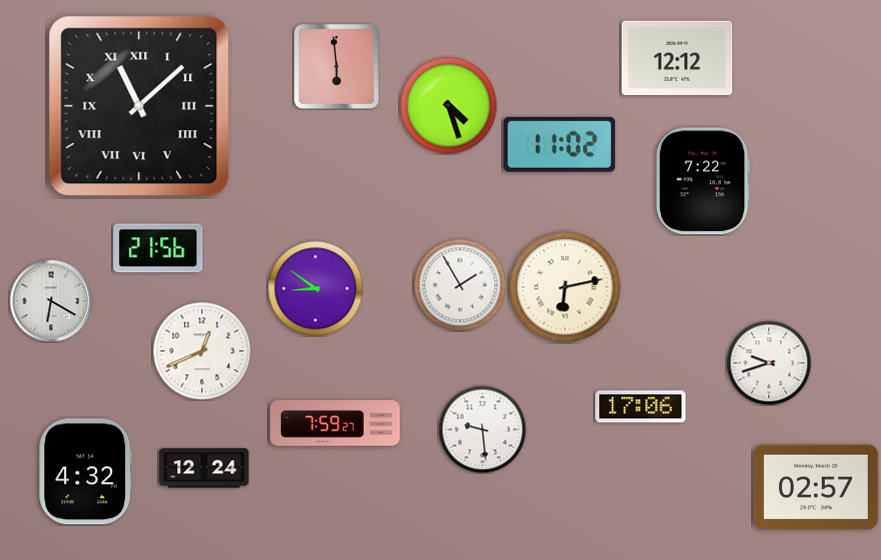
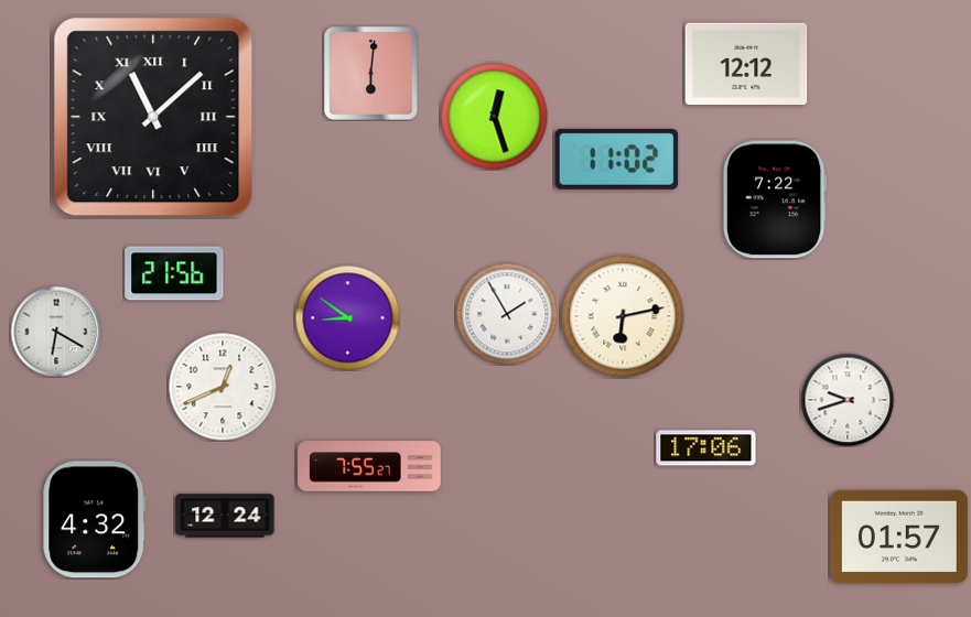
clock at (337, 67): 5:59 -> 6:01
clock at (448, 105): 4:27 -> 12:27
clock at (335, 423): 7:59 -> 7:55
clock at (482, 429): 9:29 -> none
clock at (816, 487): 02:57 -> 01:57
